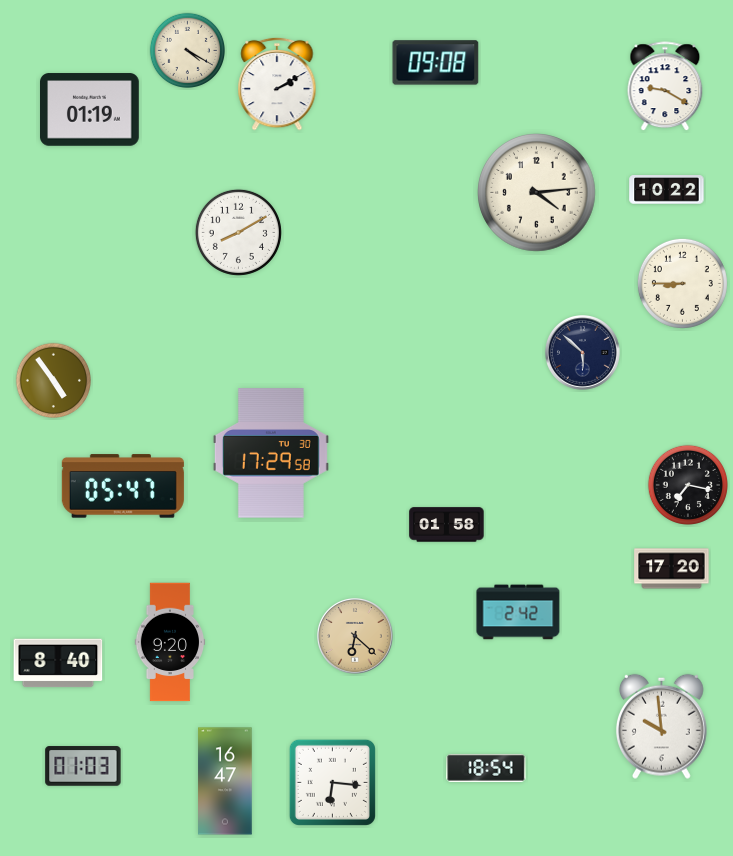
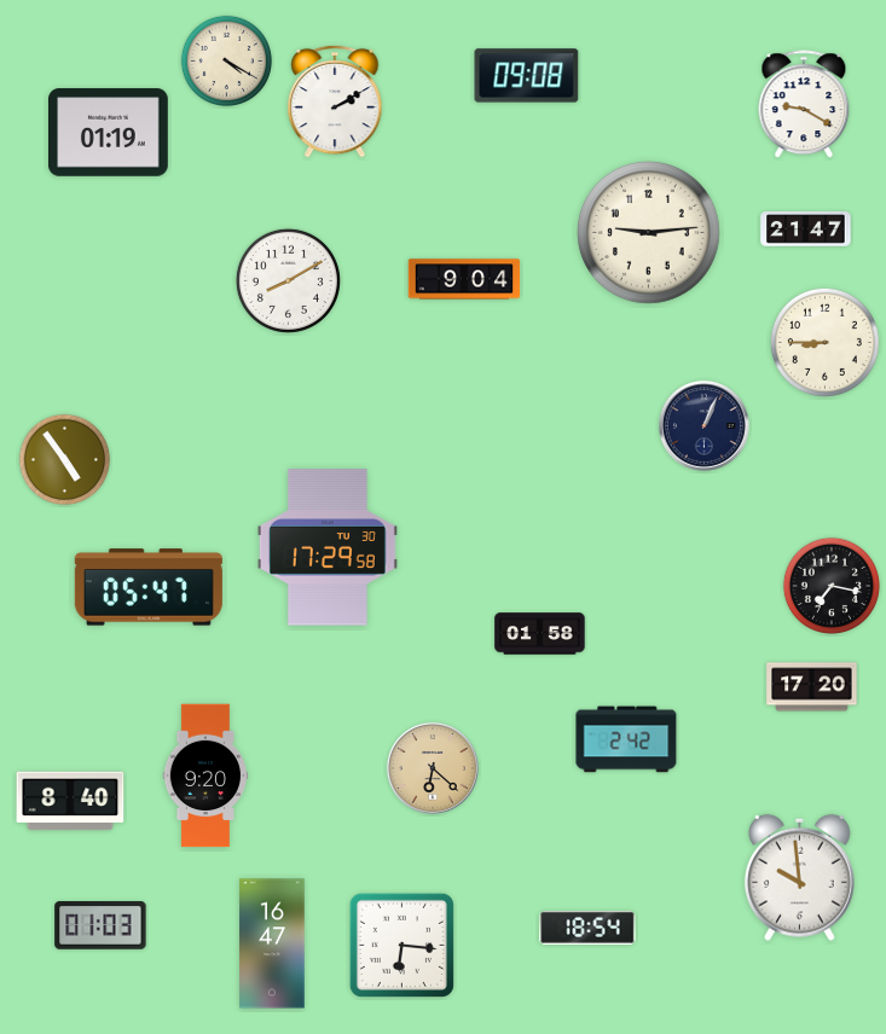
clock at (667, 190): 10:22 -> 21:47
clock at (537, 193): 4:14 -> 9:14
clock at (464, 279): none -> 9:04
clock at (583, 353): 5:52 -> 1:04
clock at (355, 636) position: (355, 636) -> (433, 768)
